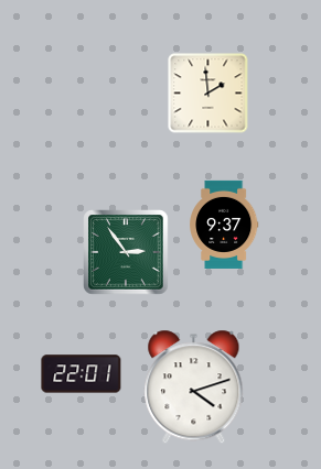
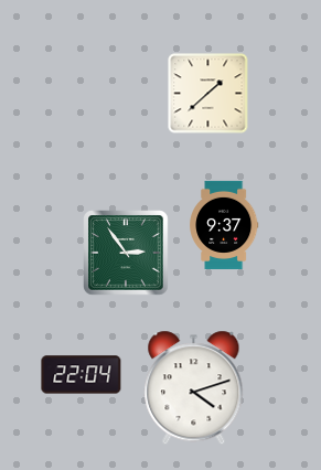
clock at (208, 94): 1:59 -> 1:38
clock at (82, 374): 22:01 -> 22:04
